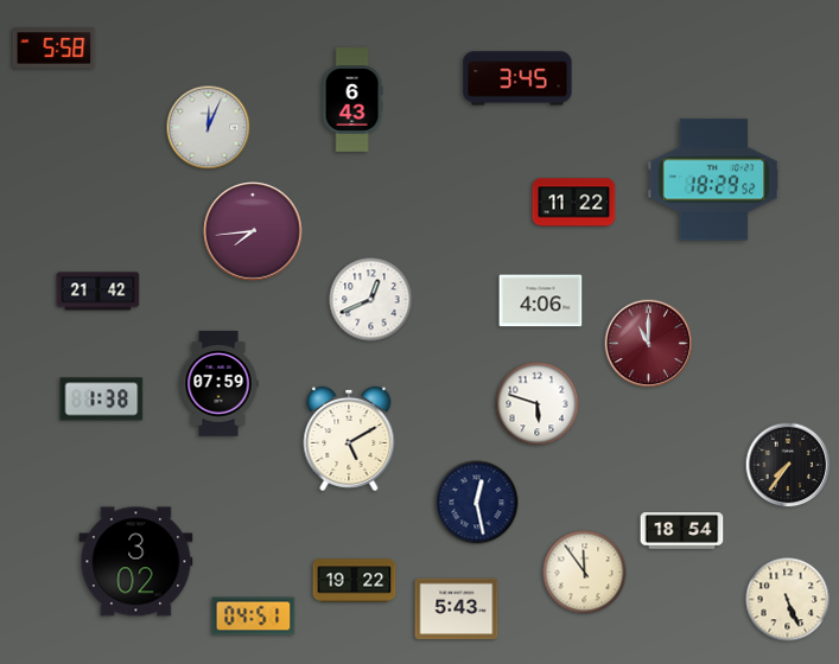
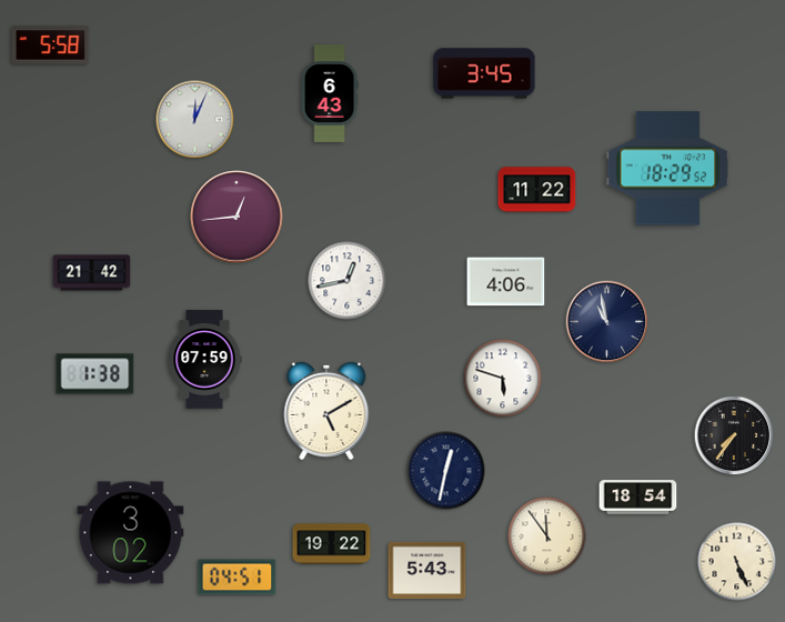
clock at (253, 231): 7:44 -> 12:44
clock at (371, 300): 12:41 -> 12:43
clock at (649, 344): 11:00 -> 10:58
clock at (649, 344) dial: burgundy -> navy
clock at (788, 465) position: (788, 465) -> (734, 435)
clock at (477, 503): 12:28 -> 12:32
clock at (136, 562) position: (136, 562) -> (131, 533)
